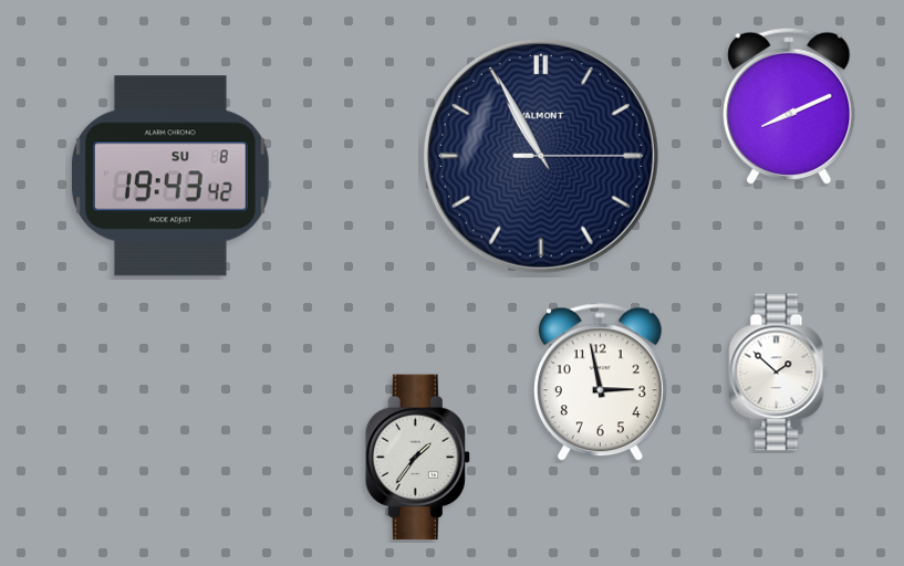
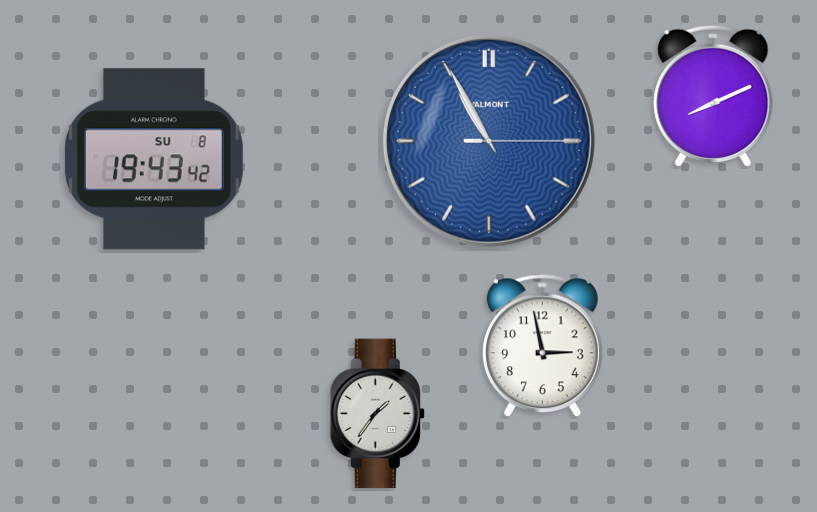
clock at (541, 156) dial: navy -> blue
clock at (779, 373): 1:52 -> none
